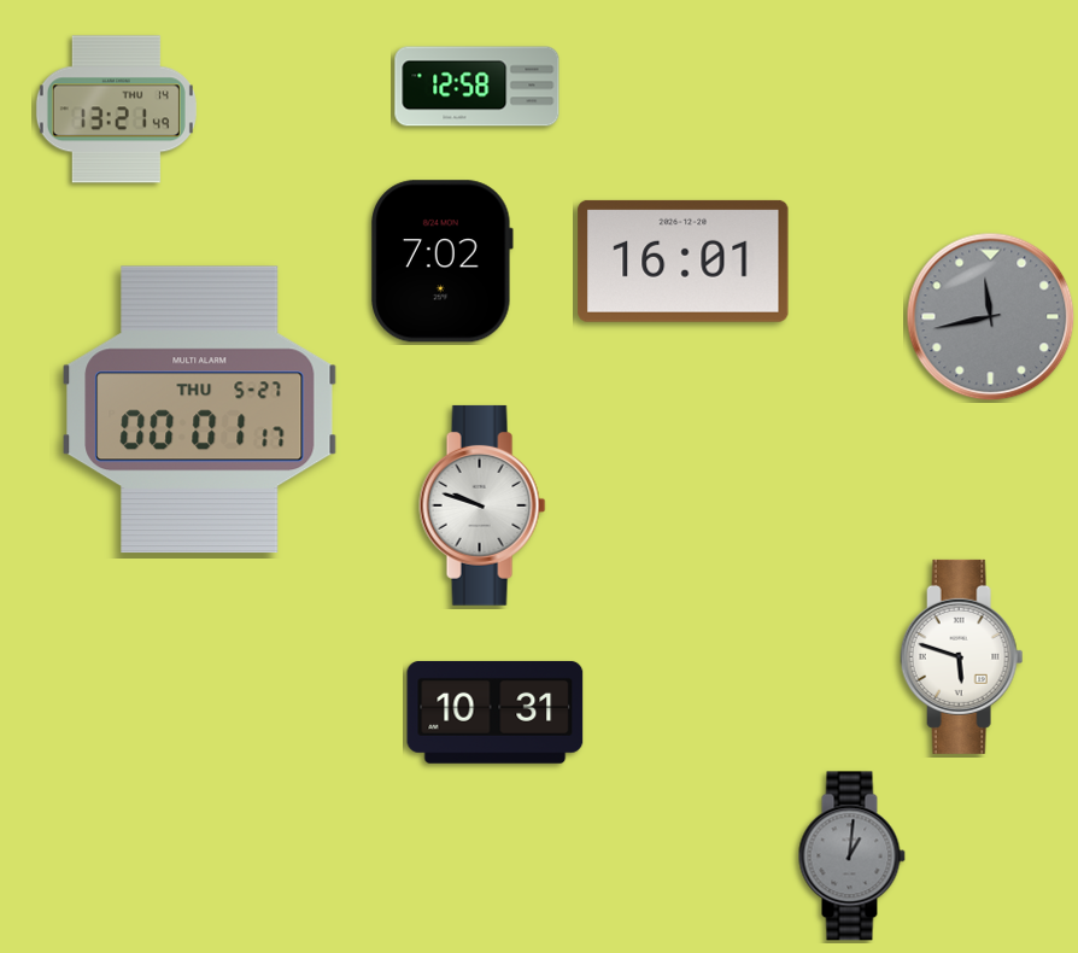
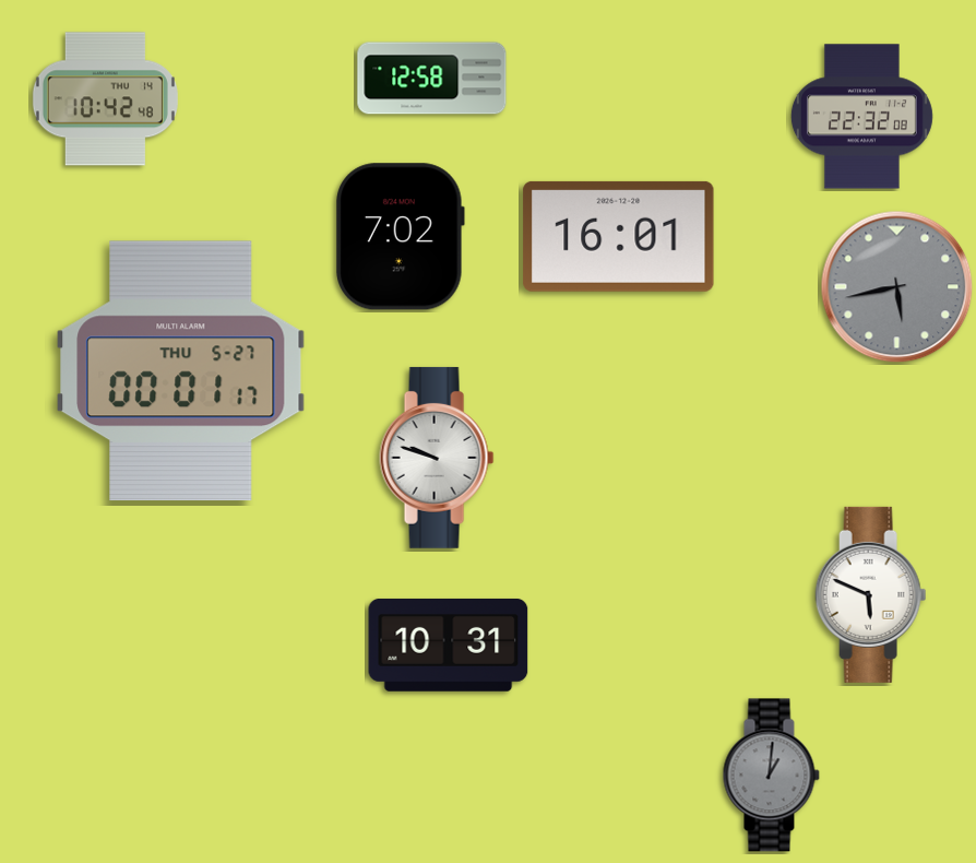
clock at (116, 110): 13:21 -> 10:42
clock at (861, 117): none -> 22:32
clock at (991, 317): 11:43 -> 5:43
clock at (962, 656): 5:48 -> 5:49
